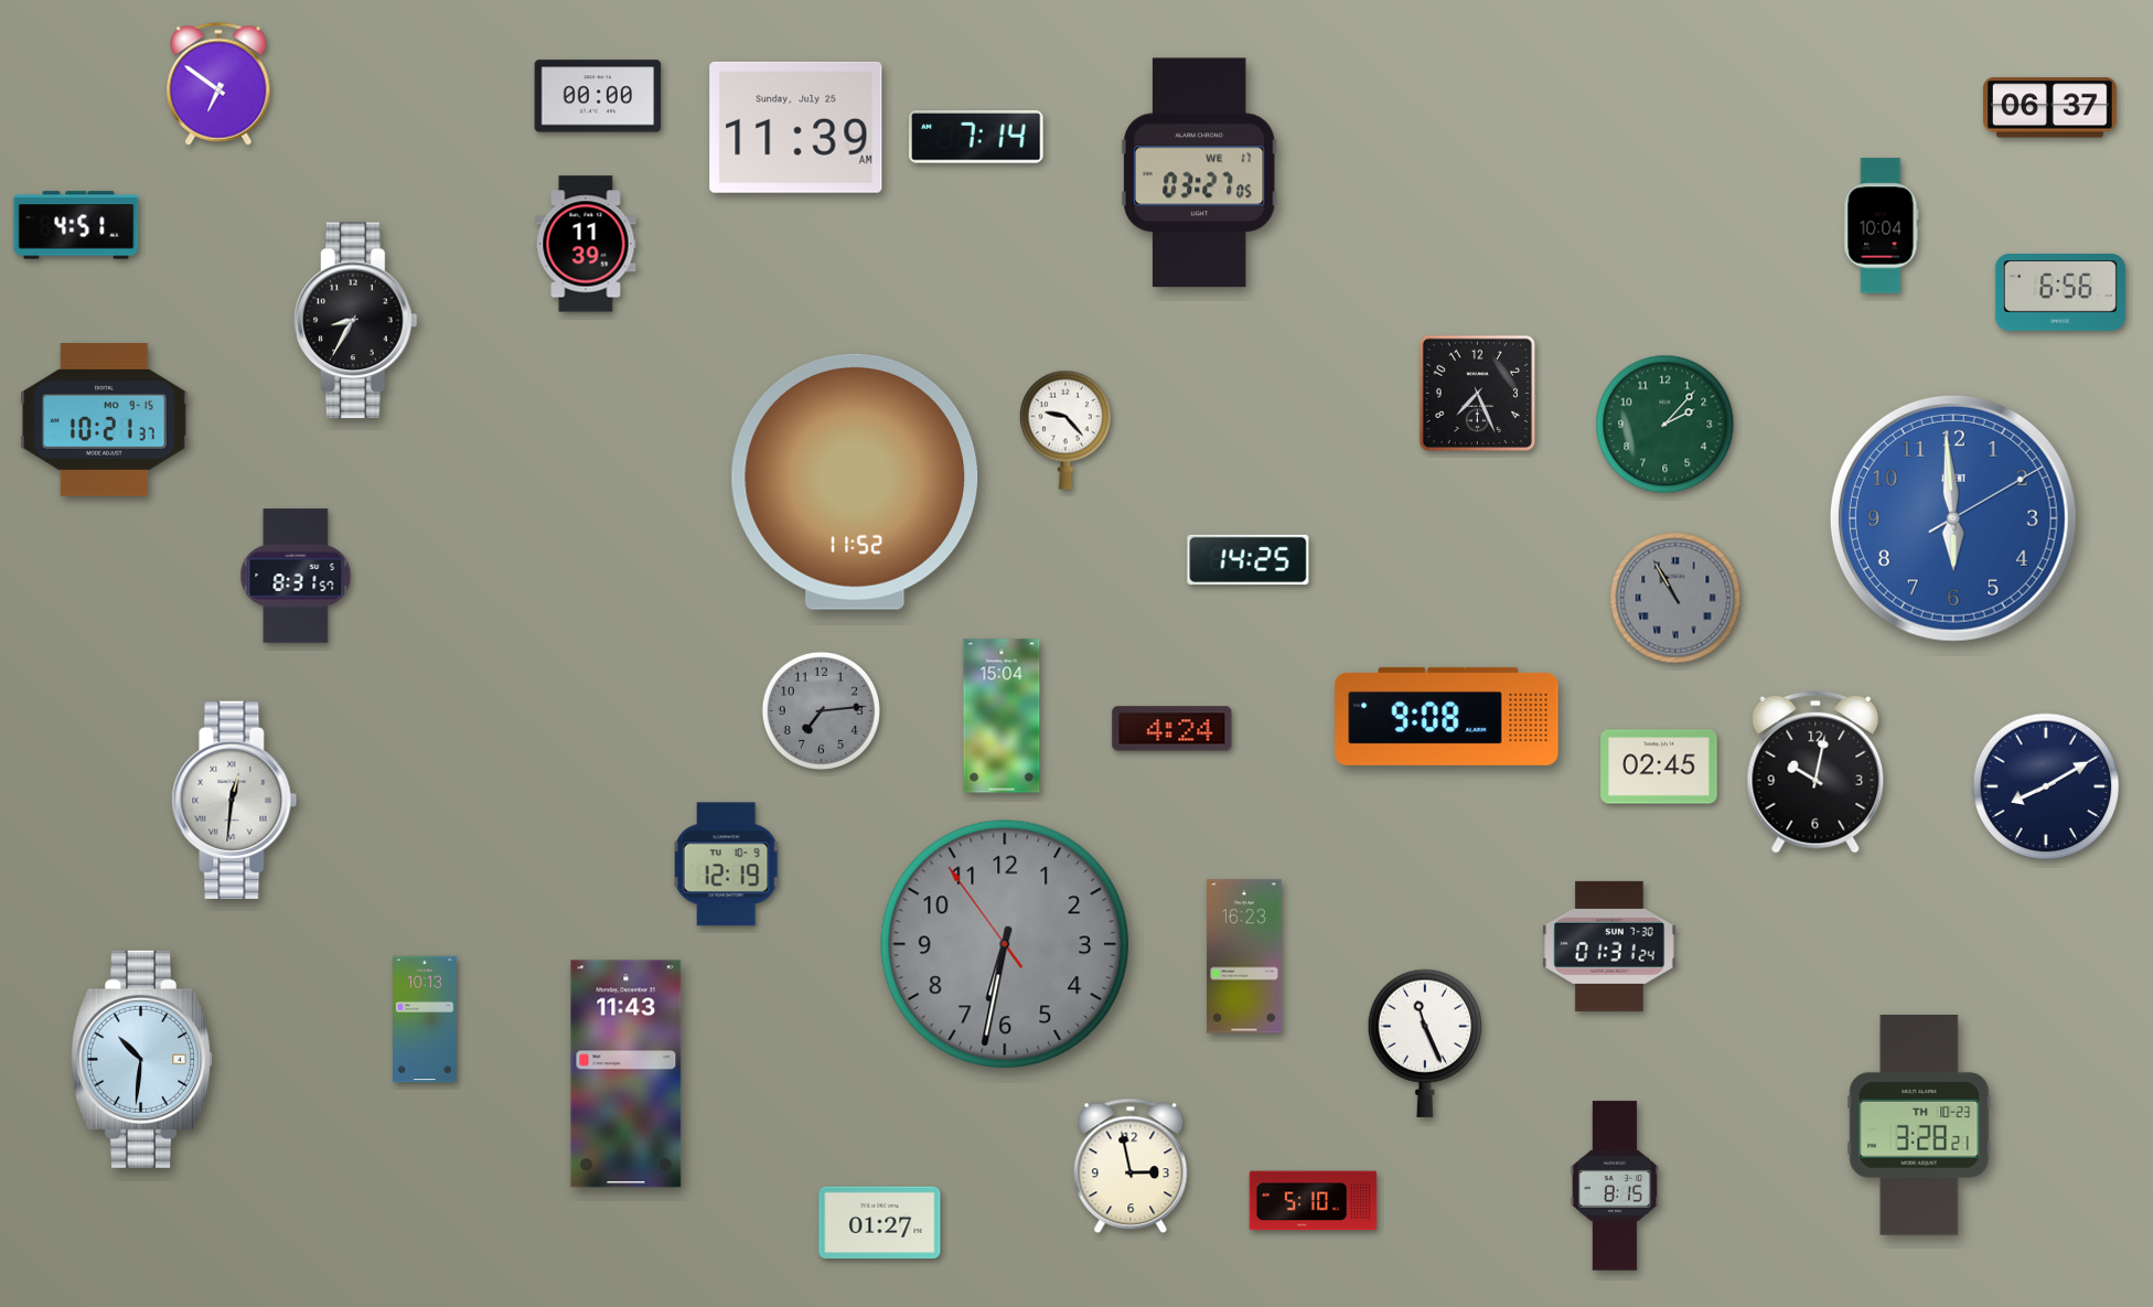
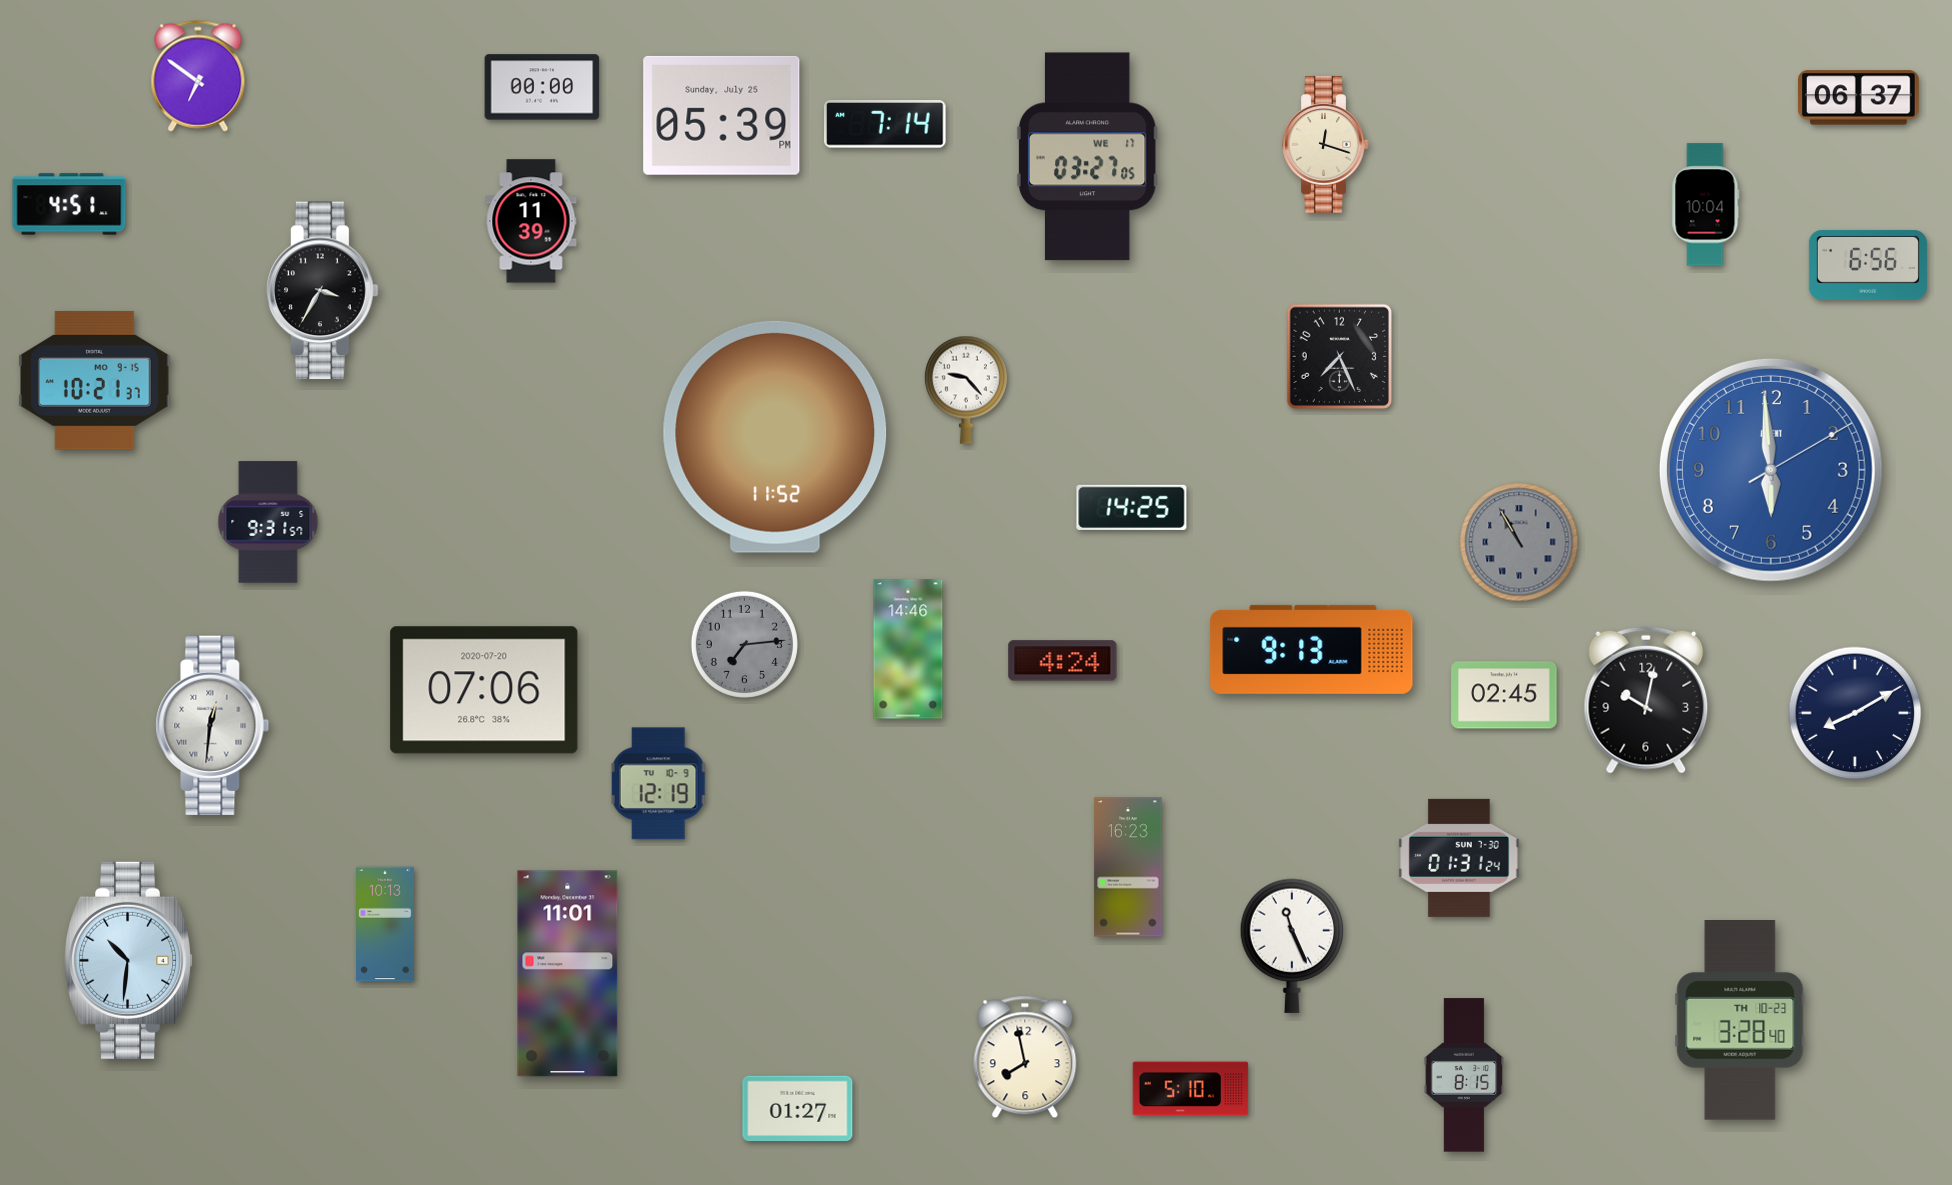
clock at (796, 127): 11:39 -> 05:39
clock at (1326, 145): none -> 12:18
clock at (356, 321): 8:35 -> 3:35
clock at (1665, 425): 2:07 -> none
clock at (296, 576): 8:31 -> 9:31
clock at (1001, 716): 15:04 -> 14:46
clock at (1447, 716): 9:08 -> 9:13
clock at (484, 690): none -> 07:06
clock at (1005, 944): 6:31 -> none
clock at (626, 1074): 11:43 -> 11:01
clock at (1919, 1126): 3:28:21 -> 3:28:40
clock at (1131, 1166): 2:58 -> 7:58
